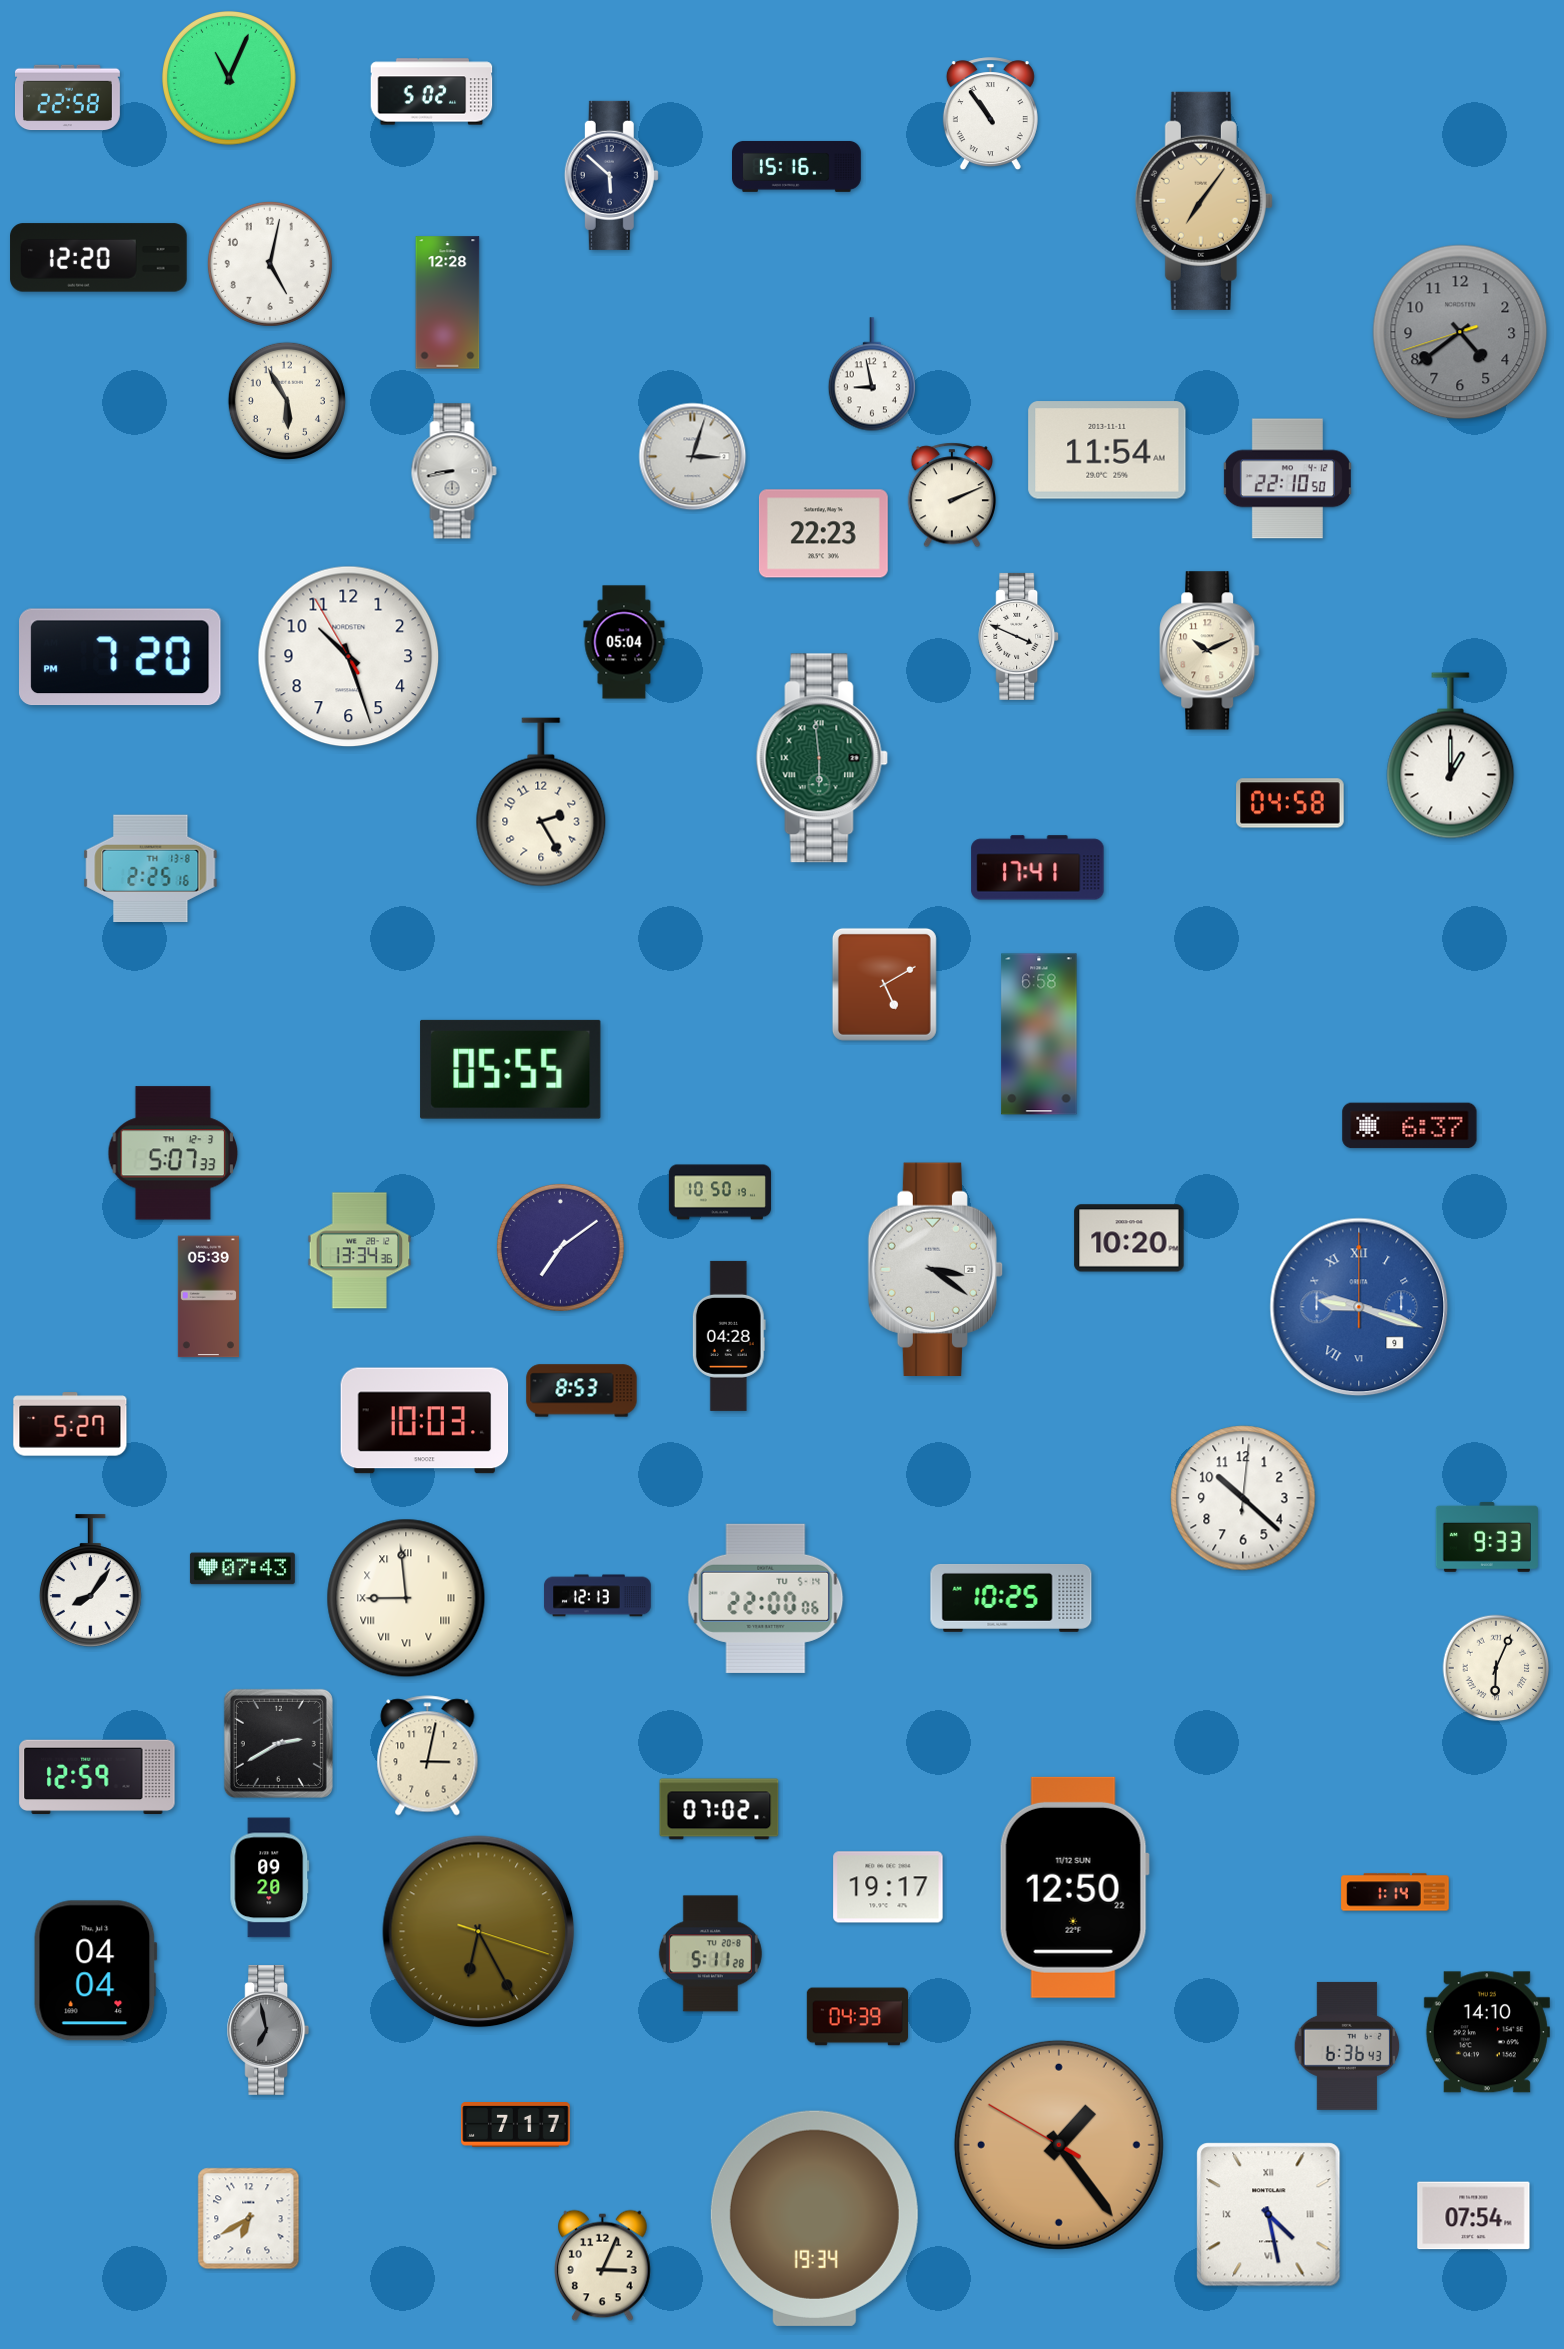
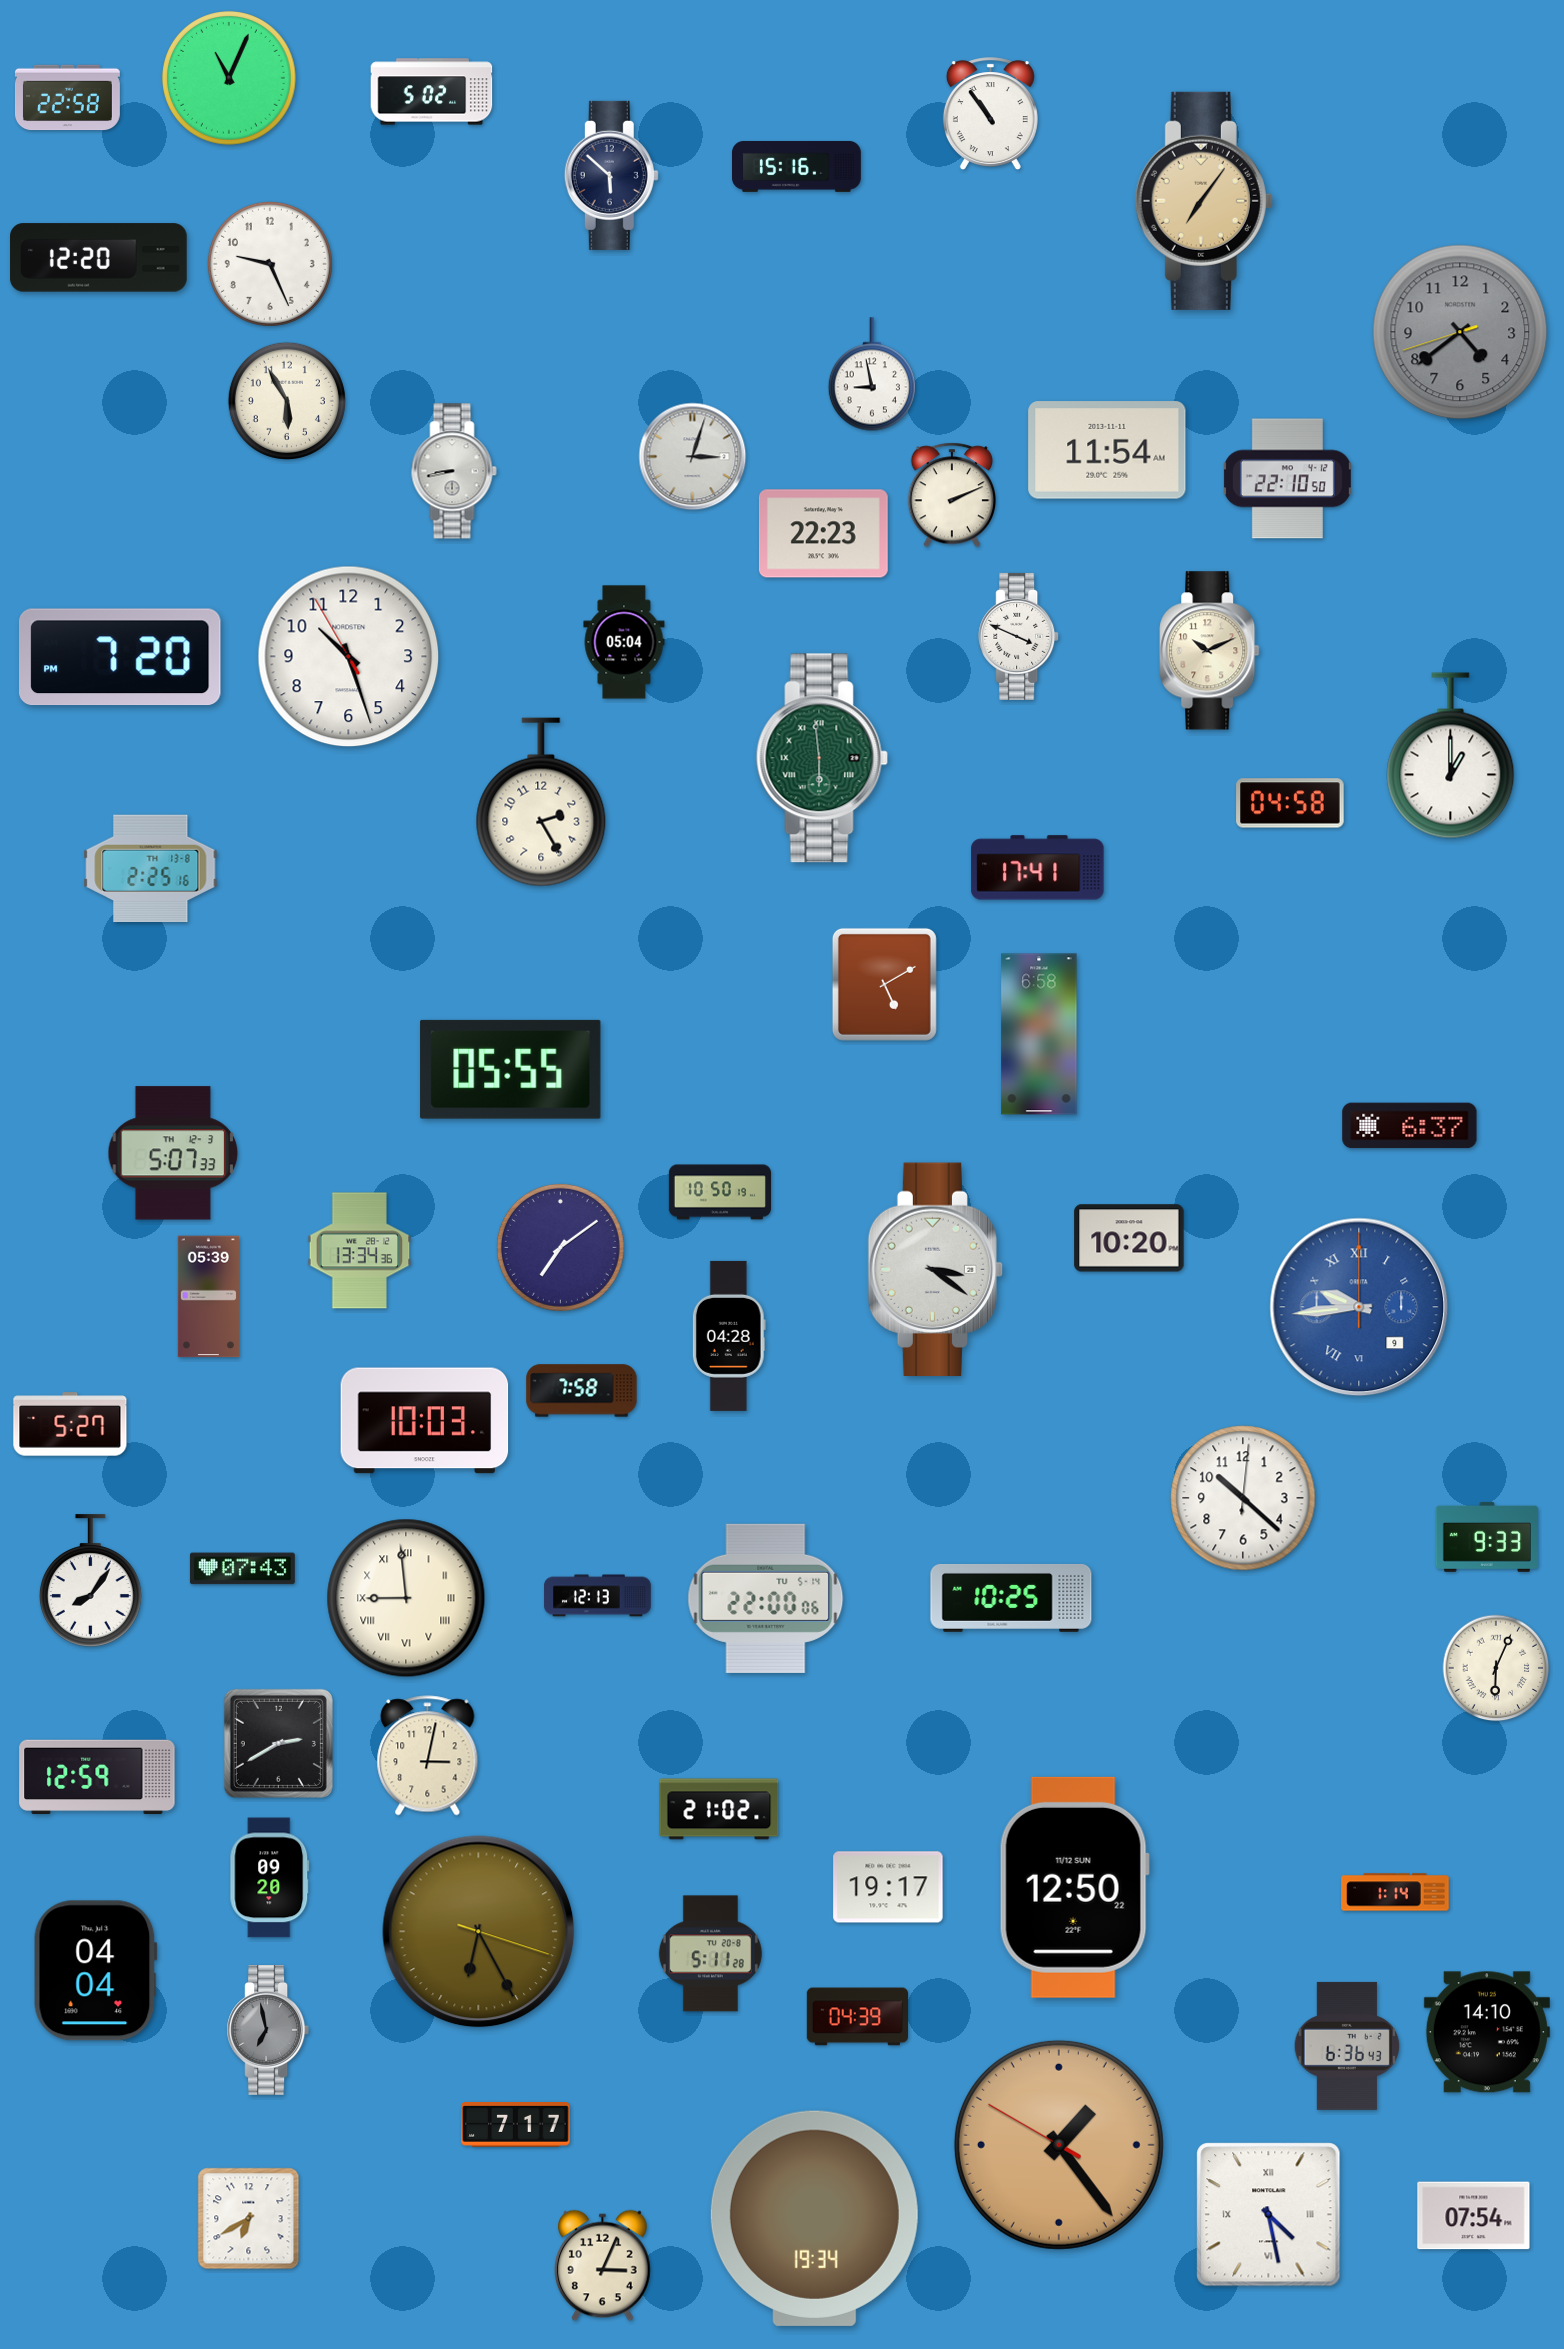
clock at (270, 264): 5:02 -> 9:26
clock at (448, 303): 12:28 -> none
clock at (1359, 1307): 9:18 -> 9:44
clock at (582, 1391): 8:53 -> 7:58
clock at (719, 1809): 07:02 -> 21:02
